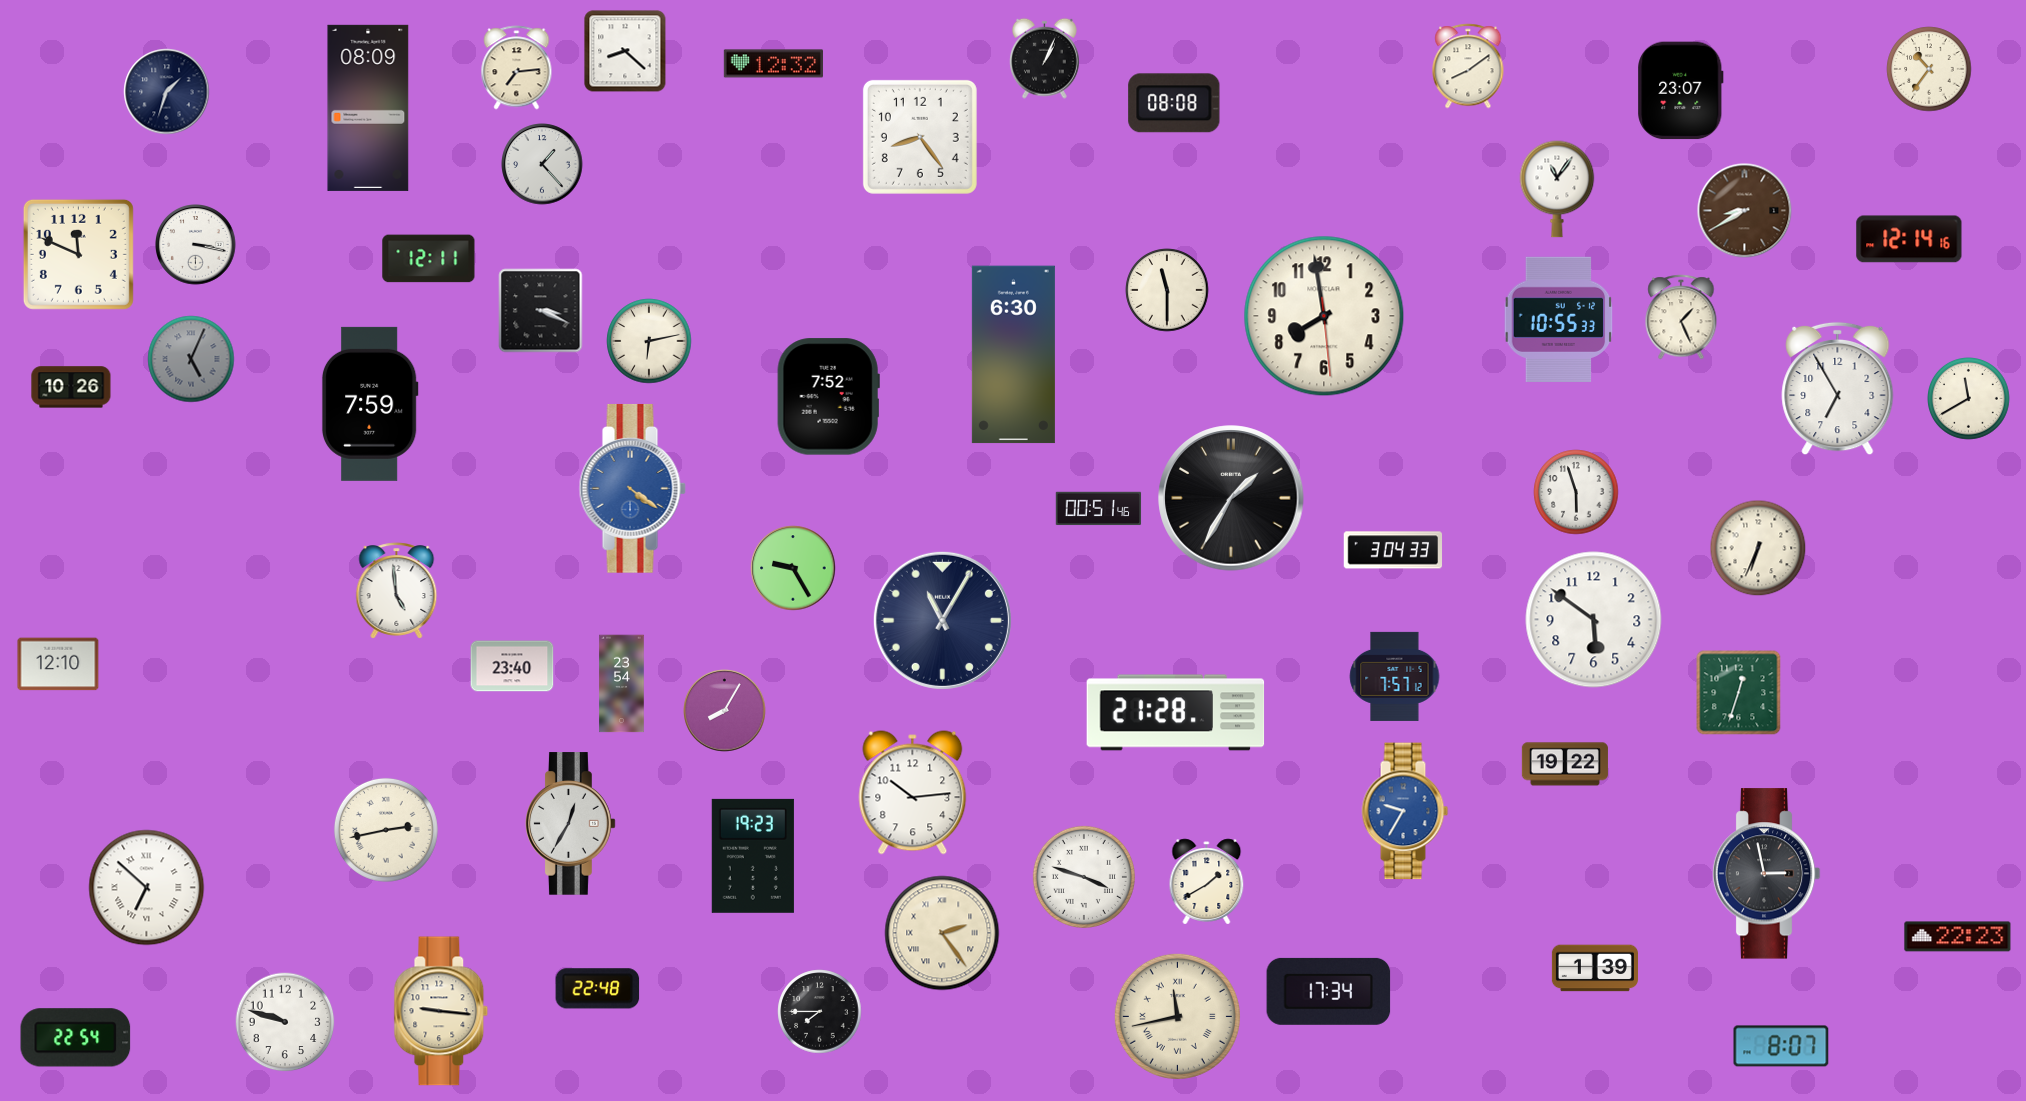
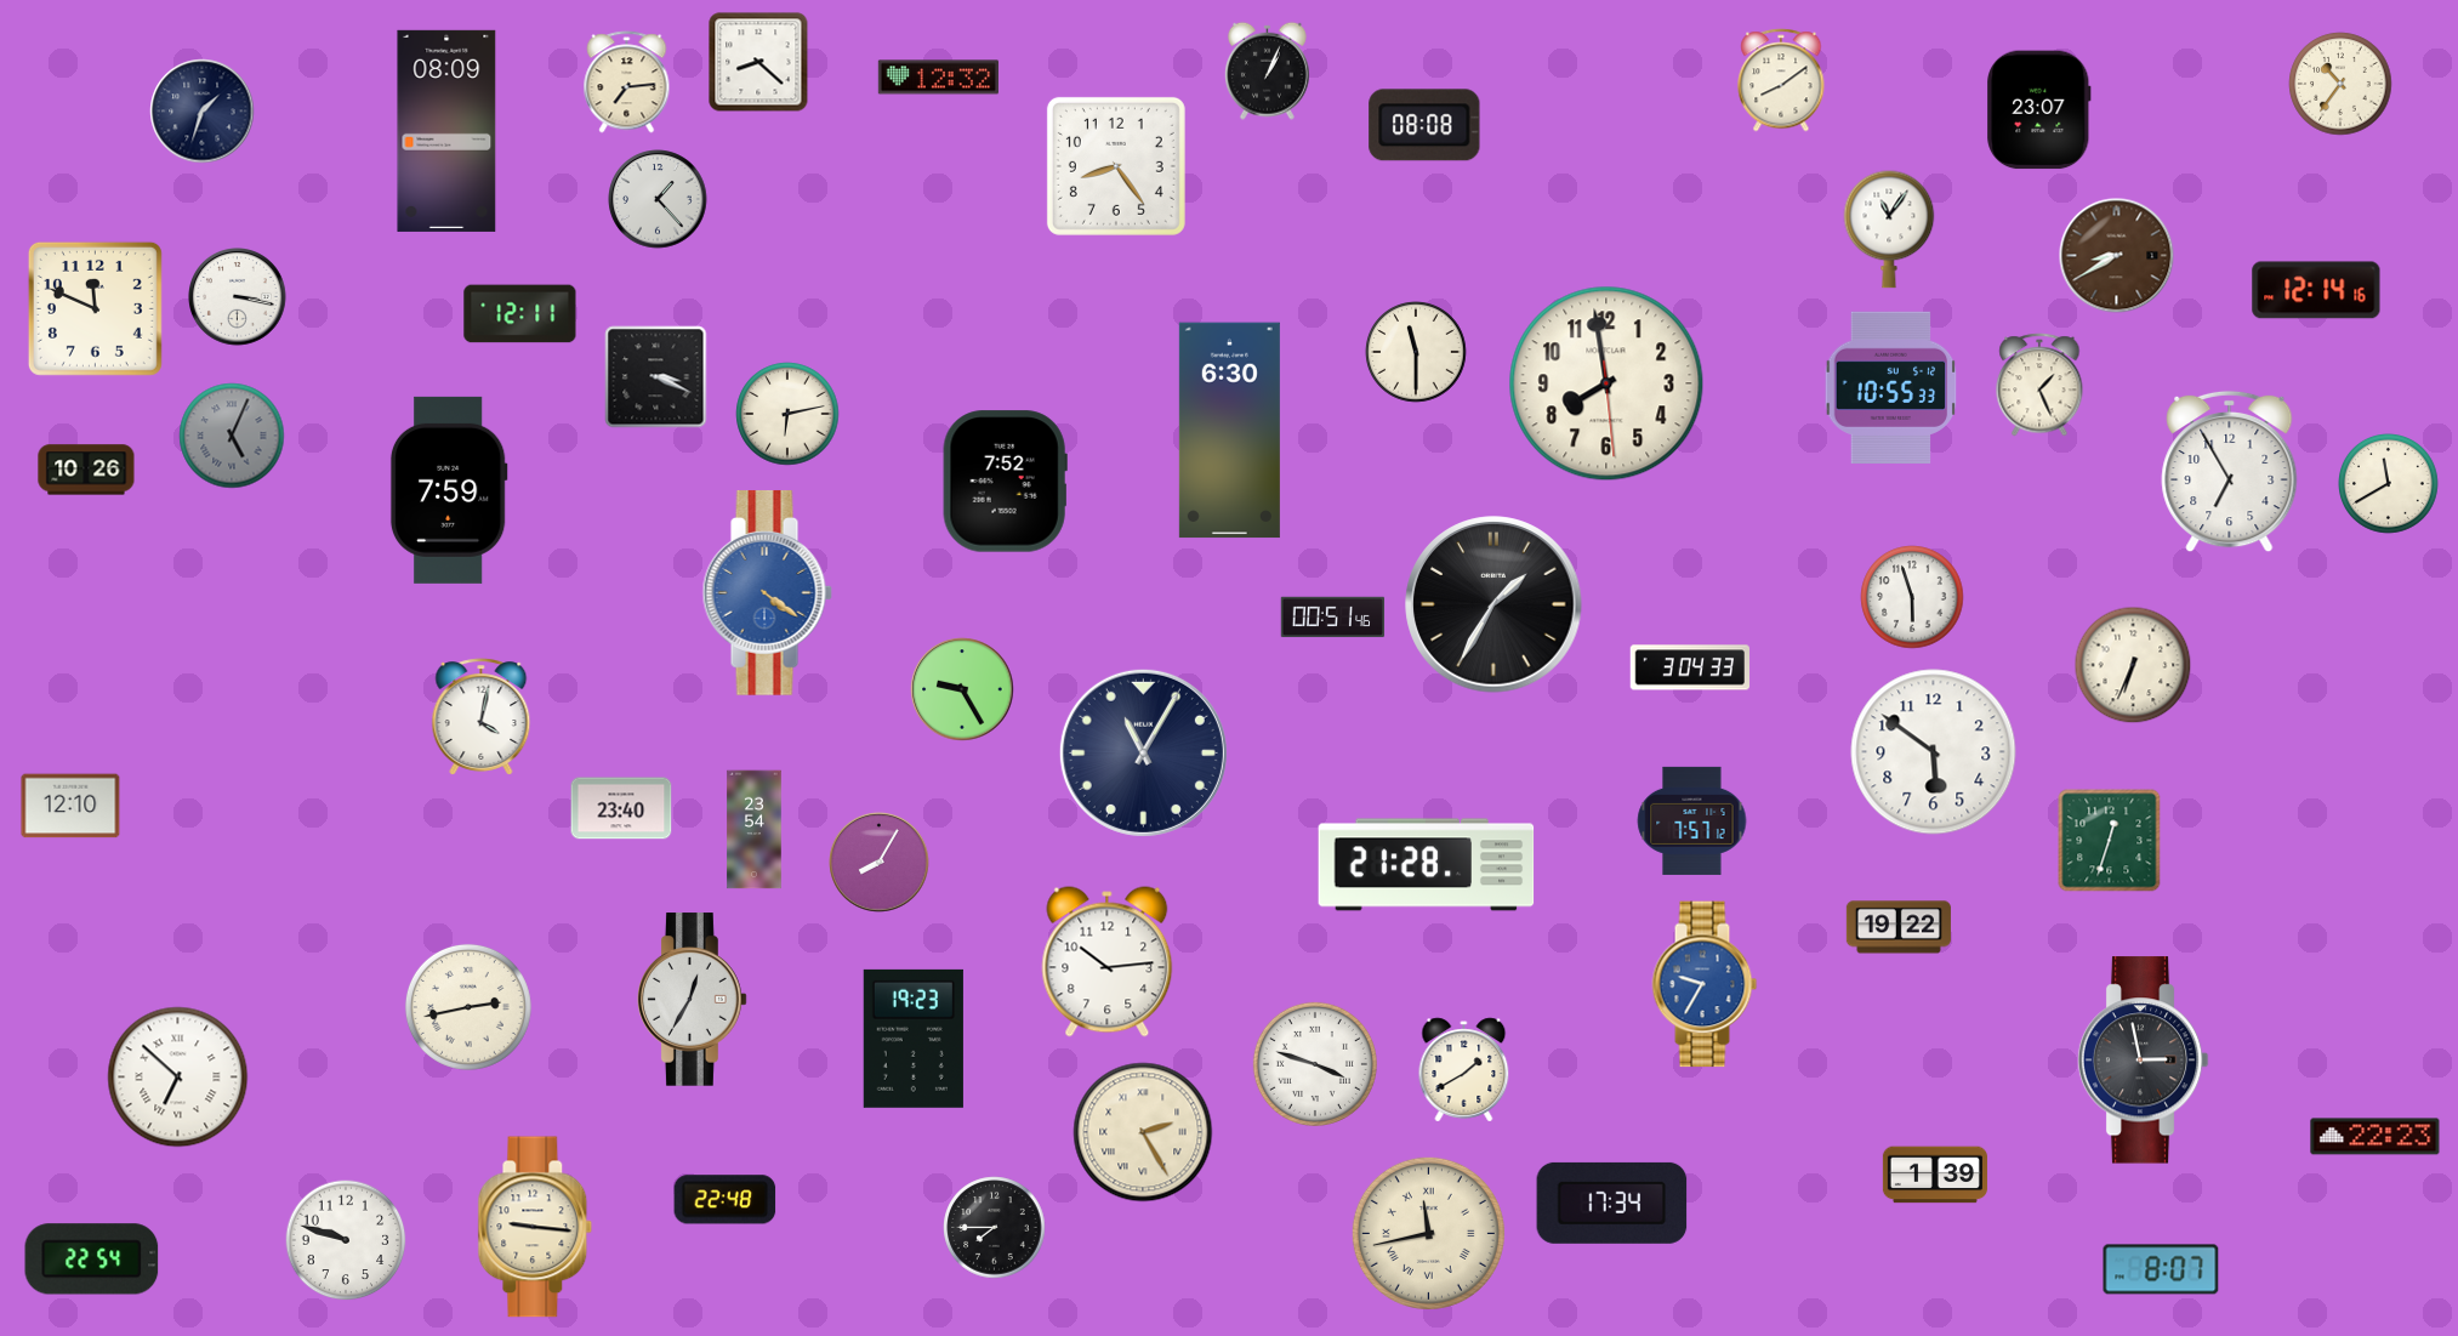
clock at (397, 591): 4:59 -> 4:02
clock at (942, 933): 2:24 -> 2:25
